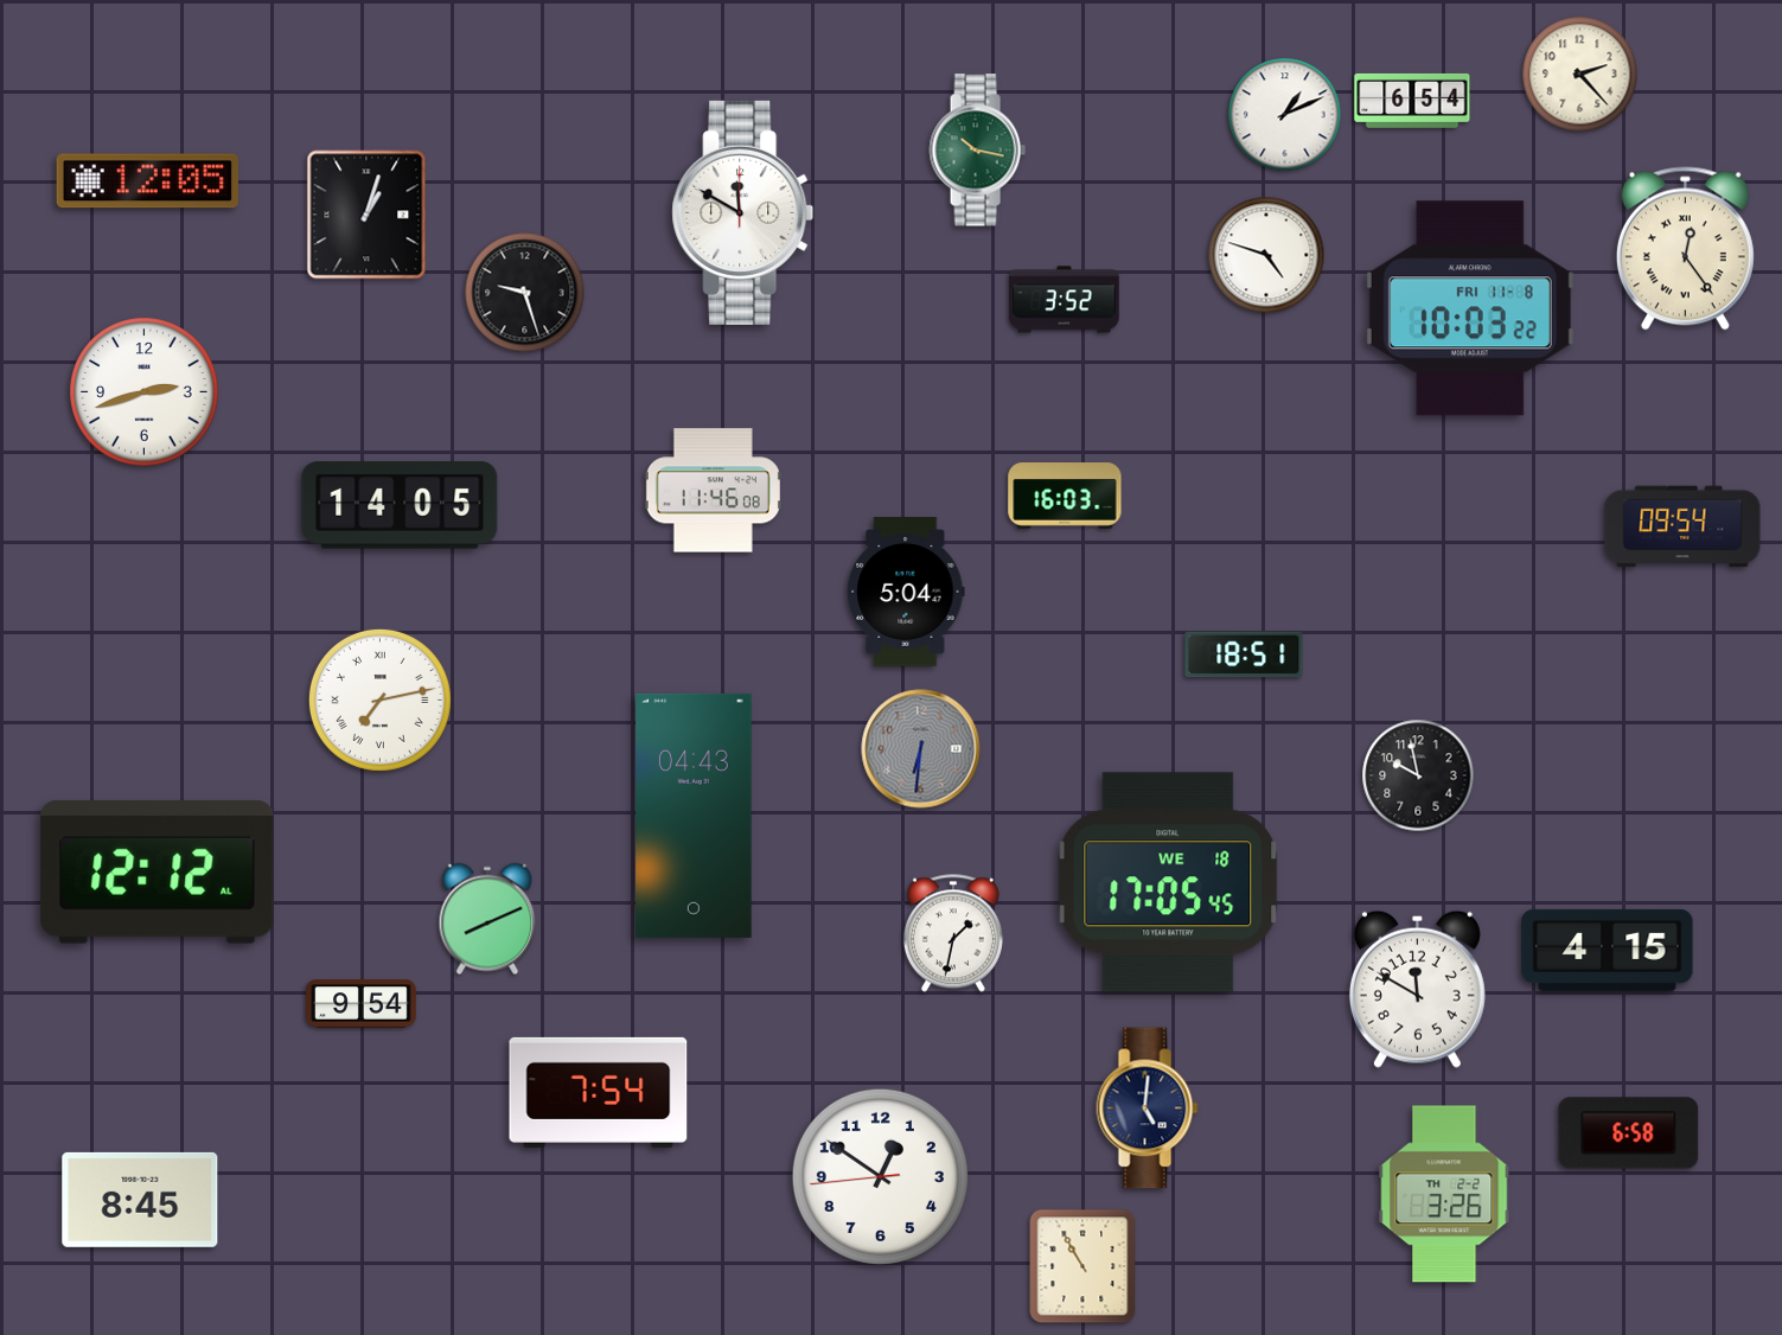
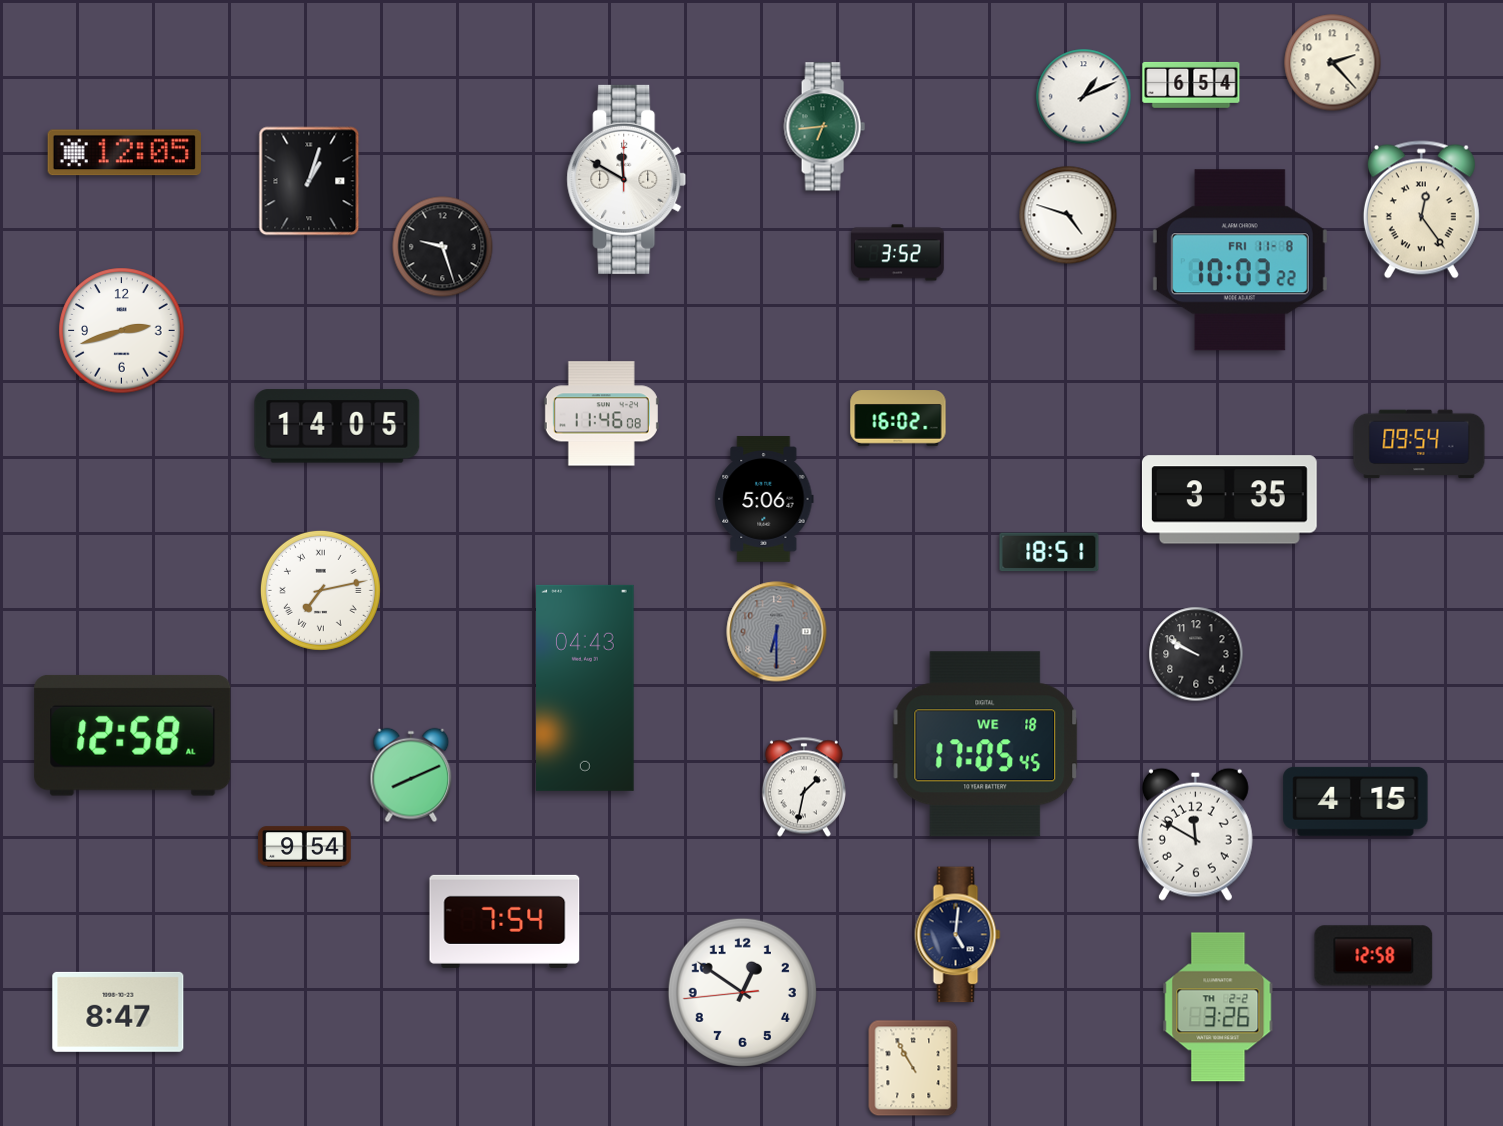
clock at (977, 151): 10:17 -> 6:44
clock at (1065, 496): 16:03 -> 16:02
clock at (906, 592): 5:04 -> 5:06
clock at (1229, 500): none -> 3:35
clock at (921, 749): 6:31 -> 6:30
clock at (1418, 775): 9:58 -> 9:50
clock at (158, 871): 12:12 -> 12:58
clock at (1148, 1109) position: (1148, 1109) -> (958, 935)
clock at (1629, 1133): 6:58 -> 12:58
clock at (140, 1200): 8:45 -> 8:47
